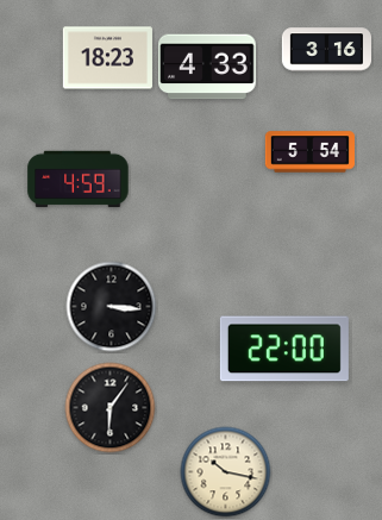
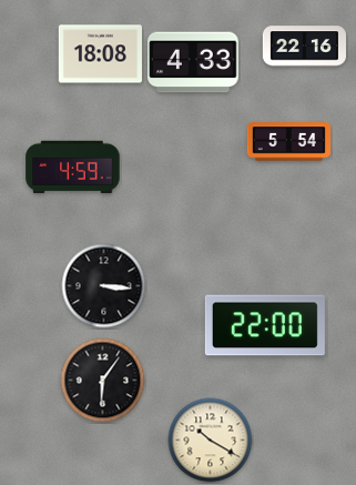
clock at (326, 50): 3:16 -> 22:16
clock at (107, 58): 18:23 -> 18:08
clock at (226, 472): 10:17 -> 10:20
